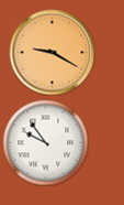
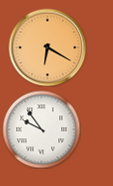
clock at (52, 52): 9:20 -> 6:20
